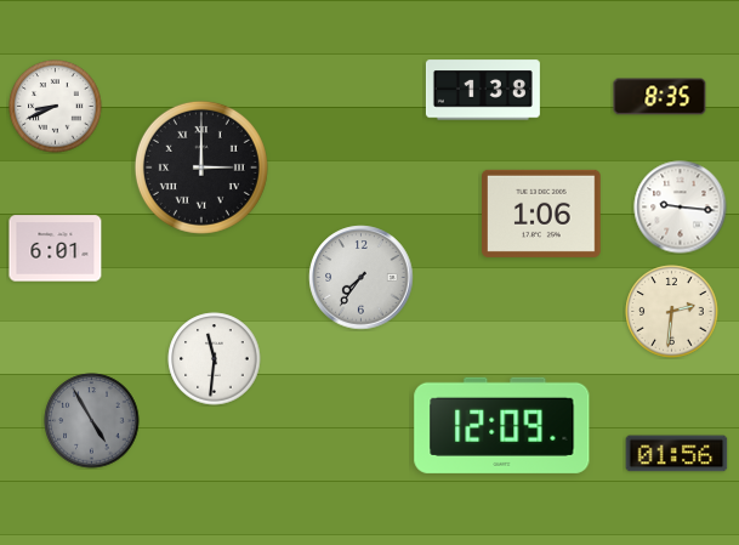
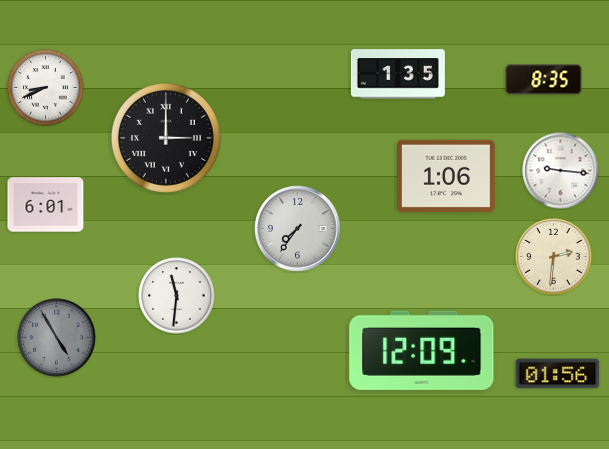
clock at (483, 90): 1:38 -> 1:35
clock at (92, 421) position: (92, 421) -> (57, 338)
clock at (502, 425) position: (502, 425) -> (422, 350)
